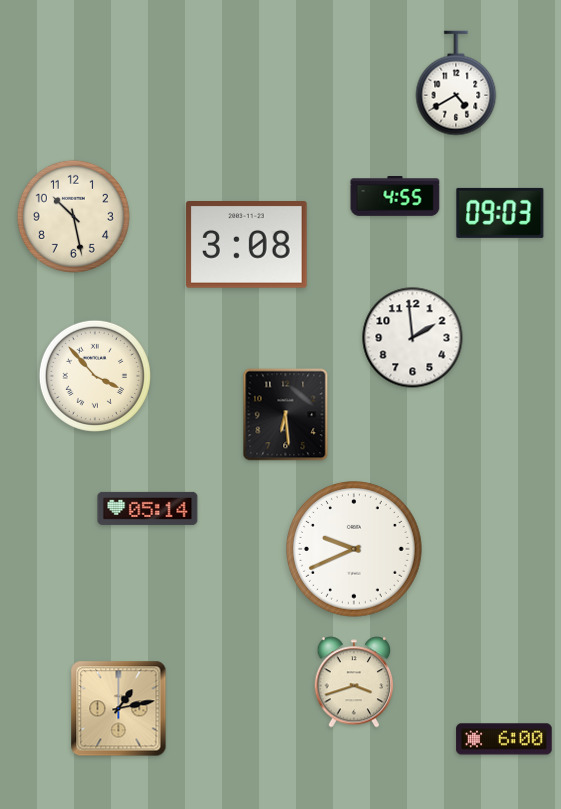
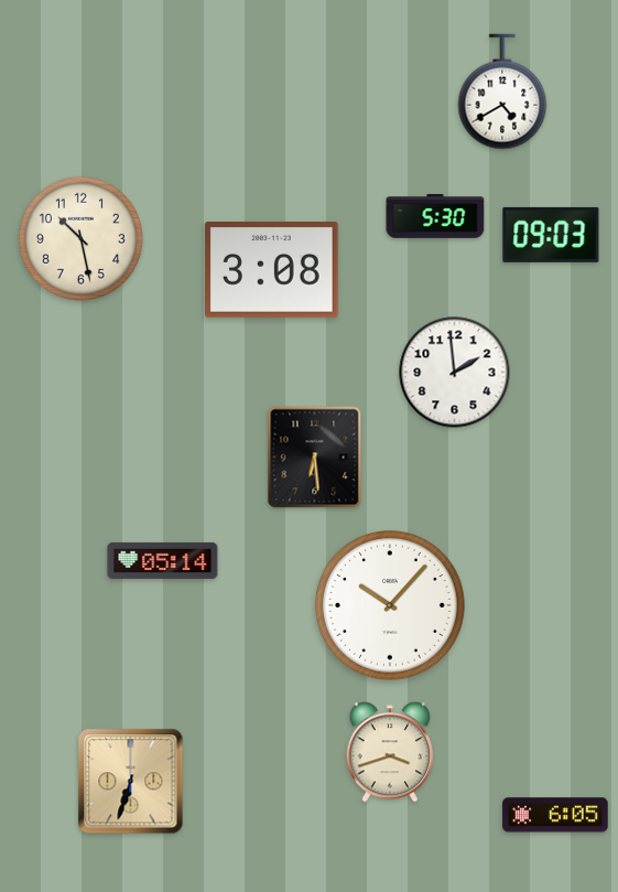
clock at (395, 197): 4:55 -> 5:30
clock at (95, 376): 3:53 -> none
clock at (355, 550): 9:41 -> 10:07
clock at (119, 709): 1:13 -> 6:33
clock at (504, 739): 6:00 -> 6:05
